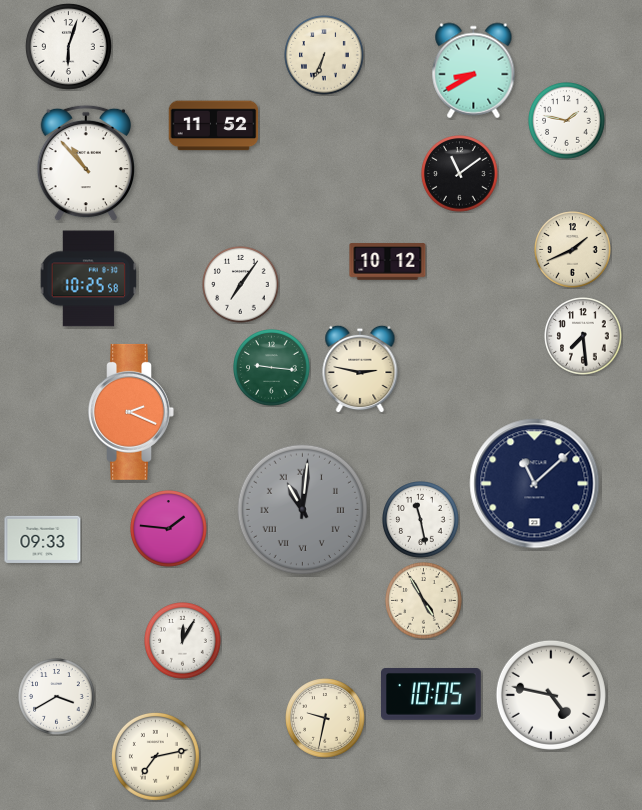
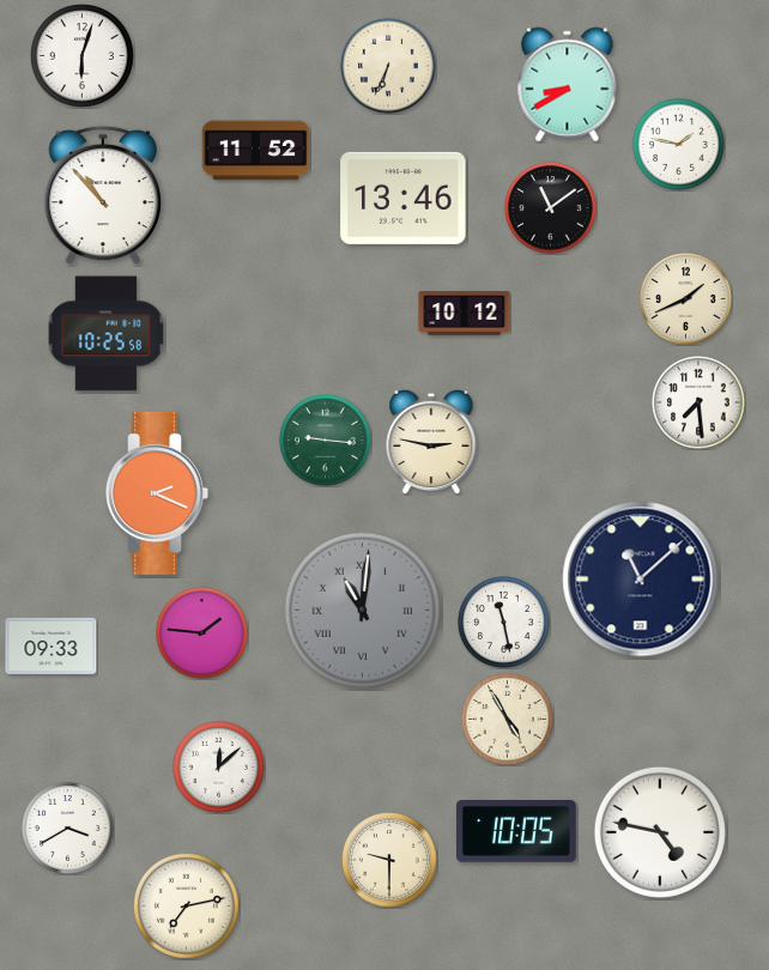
clock at (404, 198): none -> 13:46
clock at (241, 285): 7:06 -> none
clock at (183, 641): 12:05 -> 12:08
clock at (57, 697) position: (57, 697) -> (68, 829)
clock at (325, 718): 9:32 -> 9:30
